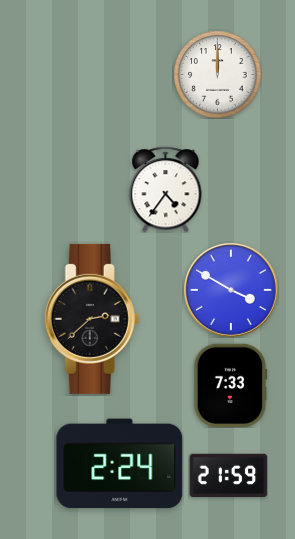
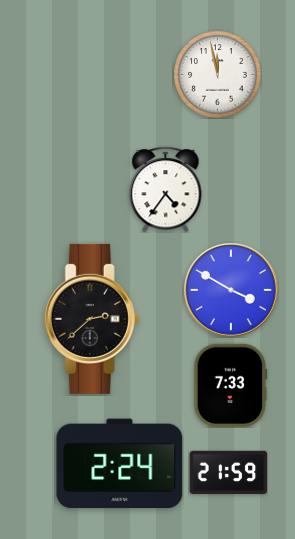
clock at (217, 74): 12:00 -> 11:58
clock at (228, 476) position: (228, 476) -> (228, 473)
